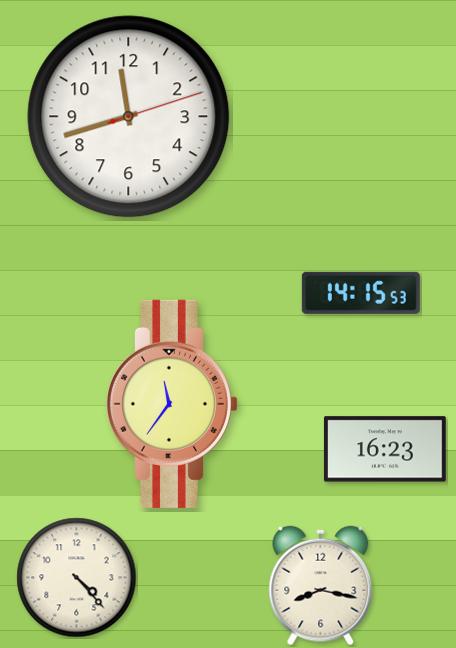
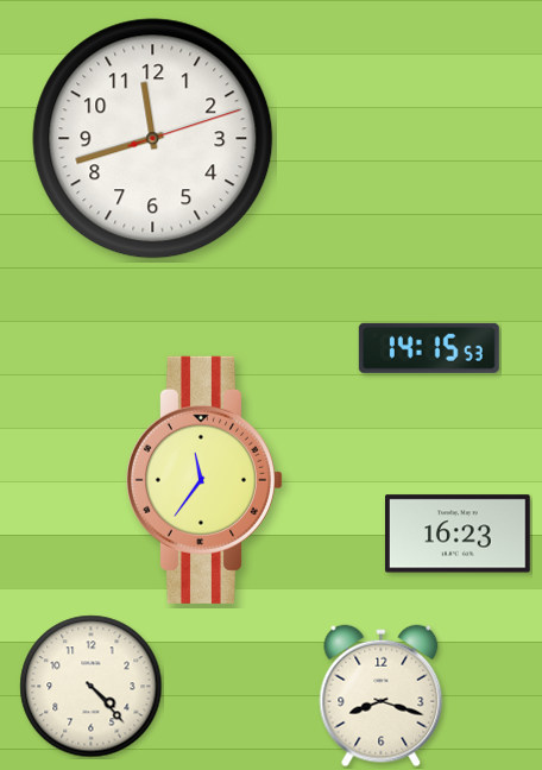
clock at (321, 586): 8:17 -> 8:18
